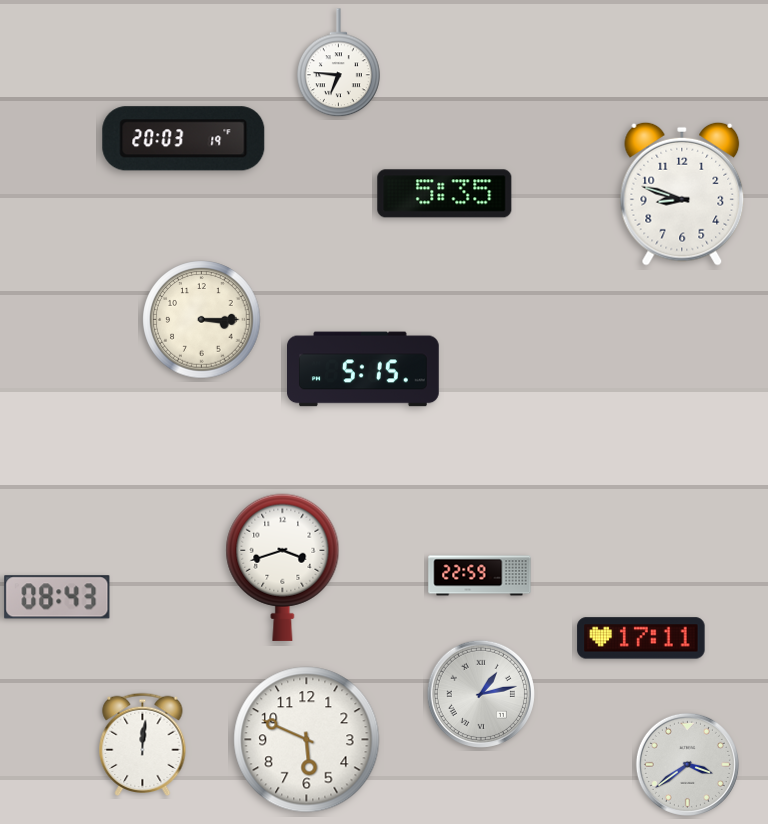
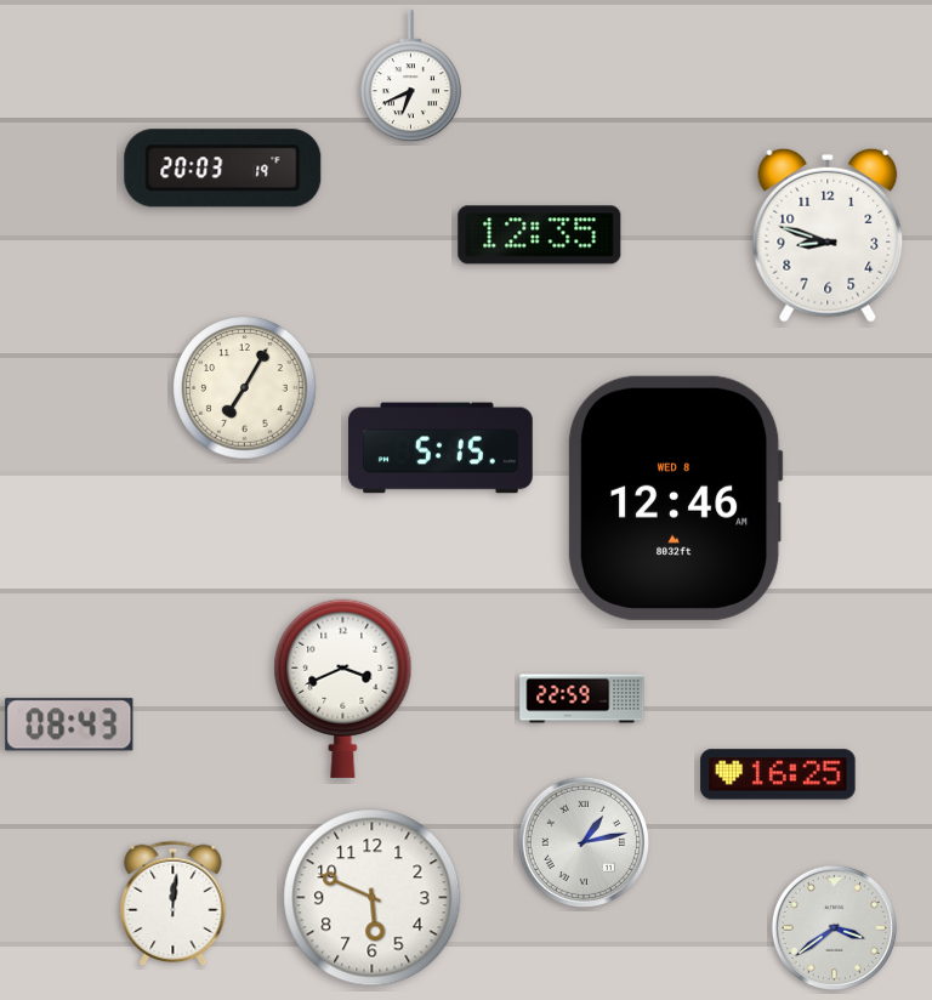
clock at (339, 63): 6:46 -> 6:41
clock at (445, 194): 5:35 -> 12:35
clock at (202, 320): 3:15 -> 7:05
clock at (675, 498): none -> 12:46
clock at (283, 567): 3:42 -> 3:41
clock at (641, 638): 17:11 -> 16:25
